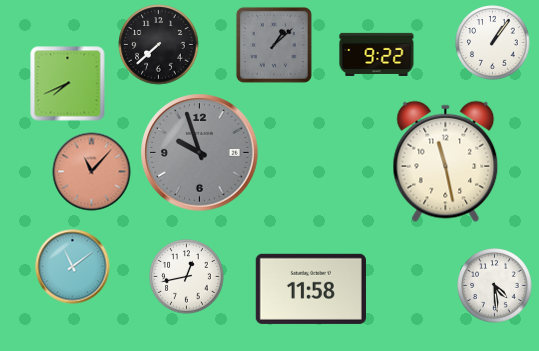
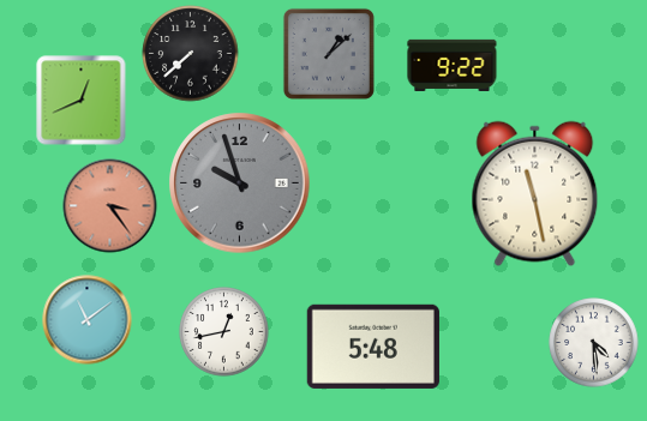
clock at (493, 43): 1:06 -> none
clock at (68, 84): 7:41 -> 12:41
clock at (92, 172): 11:07 -> 3:24
clock at (311, 289): 11:58 -> 5:48
